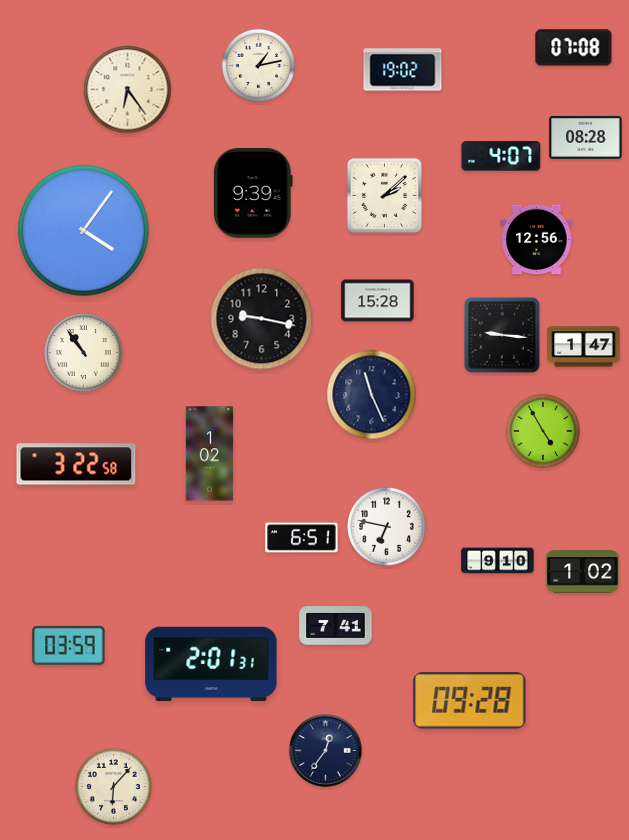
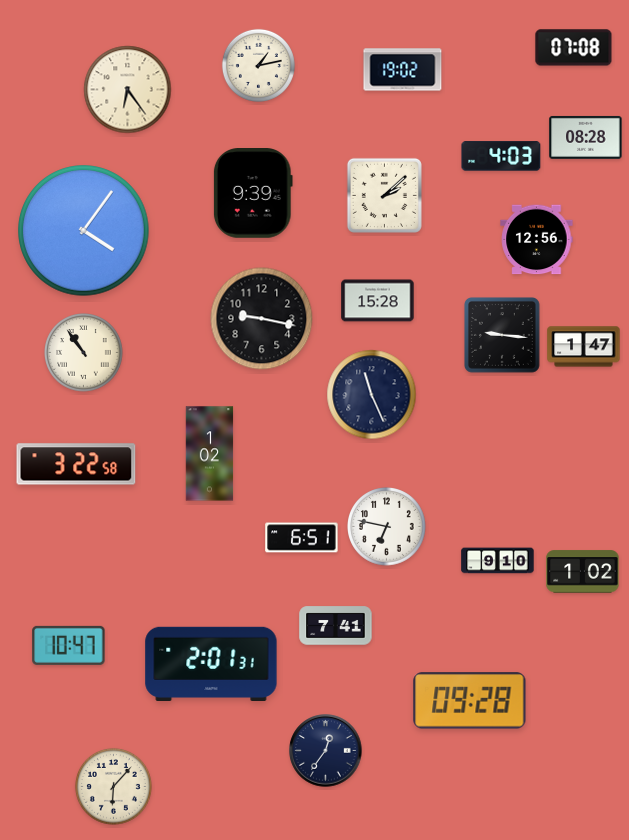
clock at (501, 156): 4:07 -> 4:03
clock at (543, 431): 4:55 -> none
clock at (69, 645): 03:59 -> 10:47
